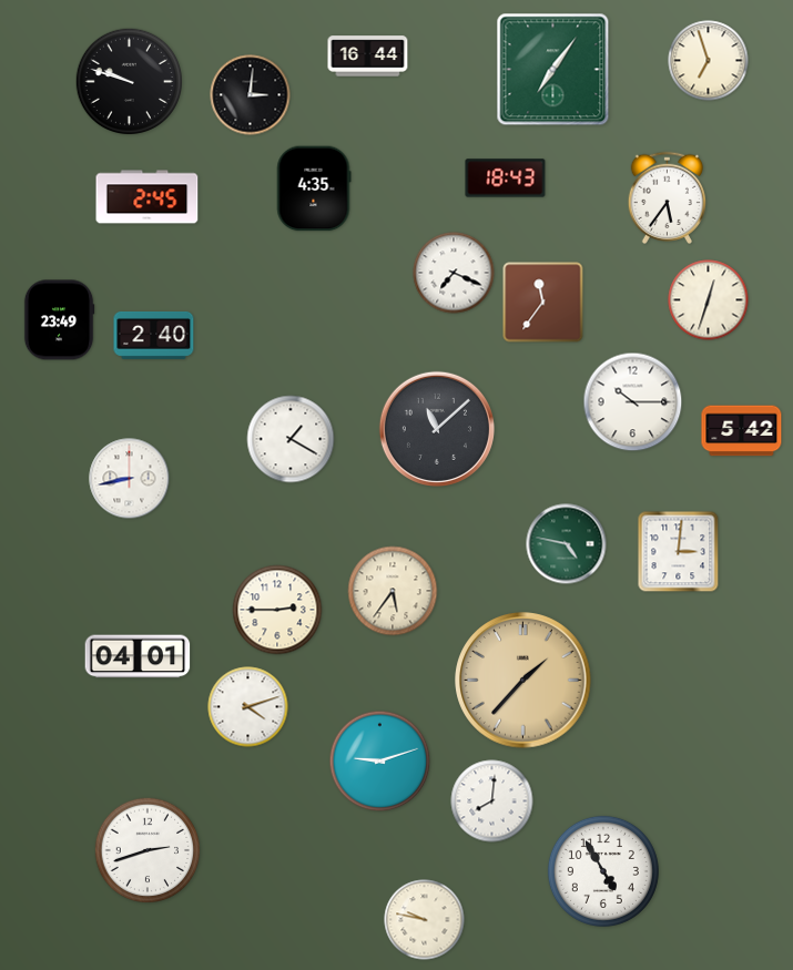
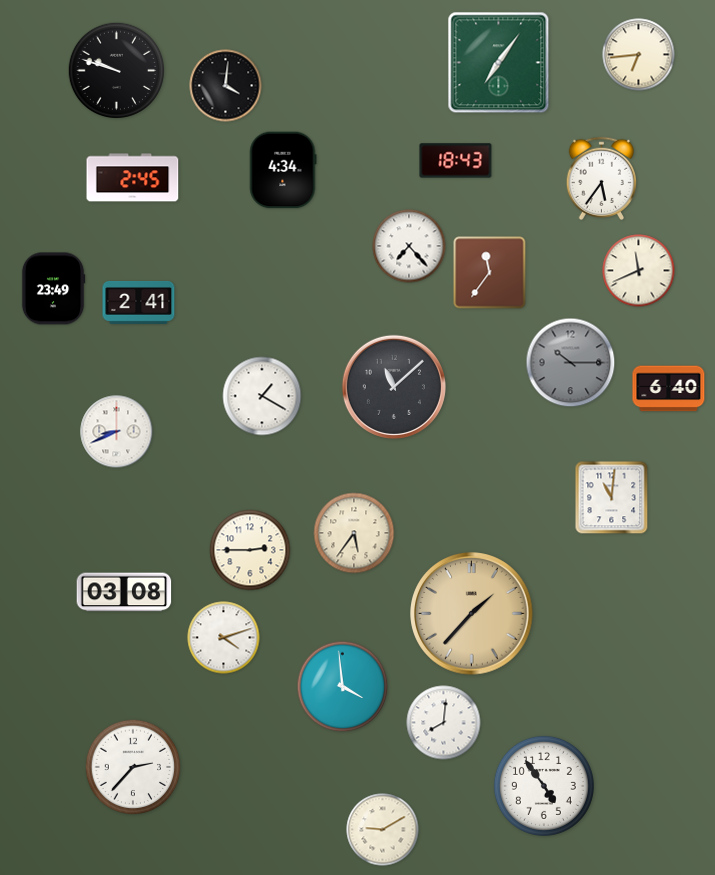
clock at (368, 57): 16:44 -> none
clock at (709, 61): 6:57 -> 6:44
clock at (129, 81) position: (129, 81) -> (116, 70)
clock at (251, 95): 3:01 -> 4:01
clock at (314, 188): 4:35 -> 4:34
clock at (454, 273): 7:19 -> 7:23
clock at (709, 300): 12:33 -> 11:41
clock at (154, 335): 2:40 -> 2:41
clock at (633, 402) dial: white -> grey
clock at (742, 431): 5:42 -> 6:40
clock at (130, 479): 8:43 -> 8:41
clock at (567, 544): 4:47 -> none
clock at (679, 552): 3:01 -> 11:01
clock at (138, 656): 04:01 -> 03:08
clock at (380, 762): 9:12 -> 3:59
clock at (148, 850): 2:42 -> 2:37
clock at (603, 871): 4:55 -> 4:54
clock at (425, 920): 9:47 -> 9:10
